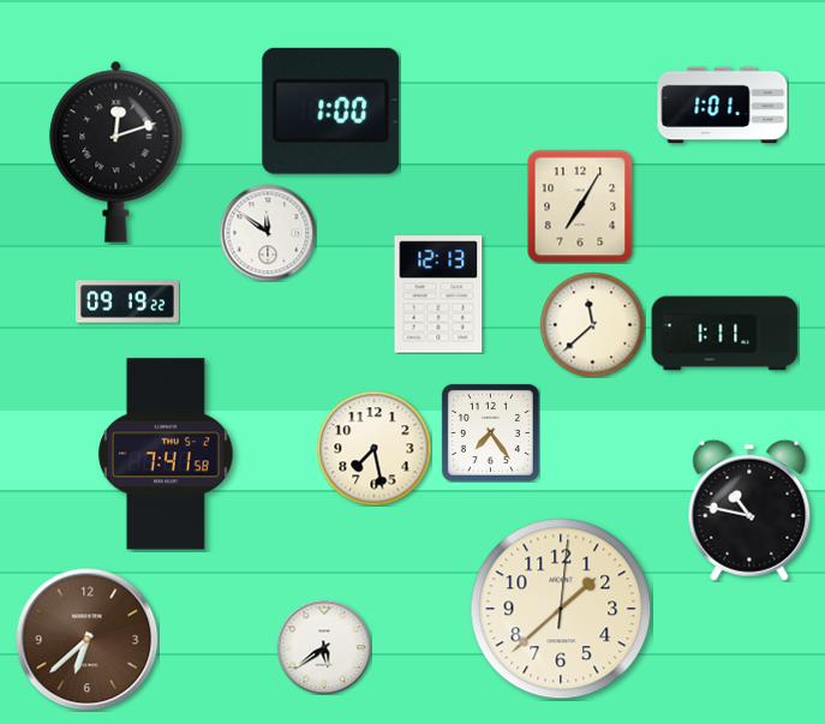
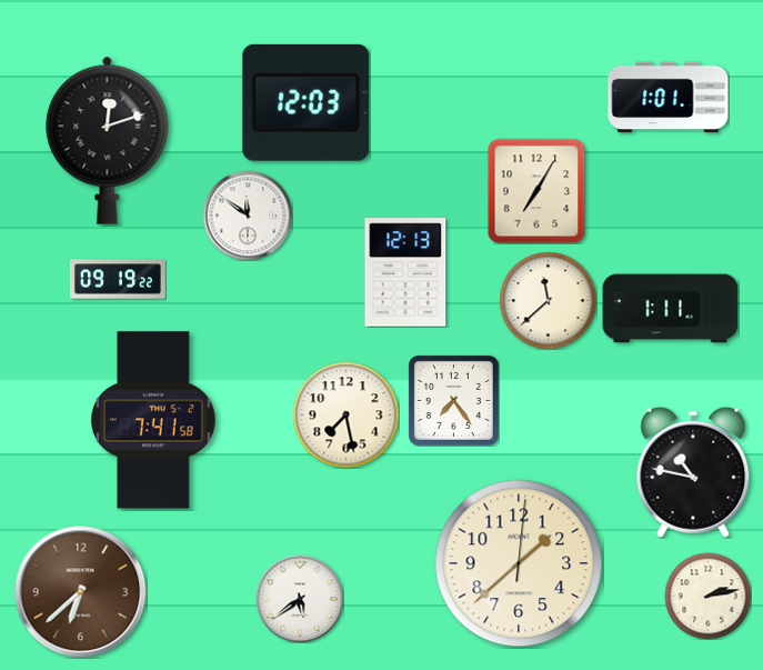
clock at (331, 110): 1:00 -> 12:03
clock at (707, 596): none -> 2:13
